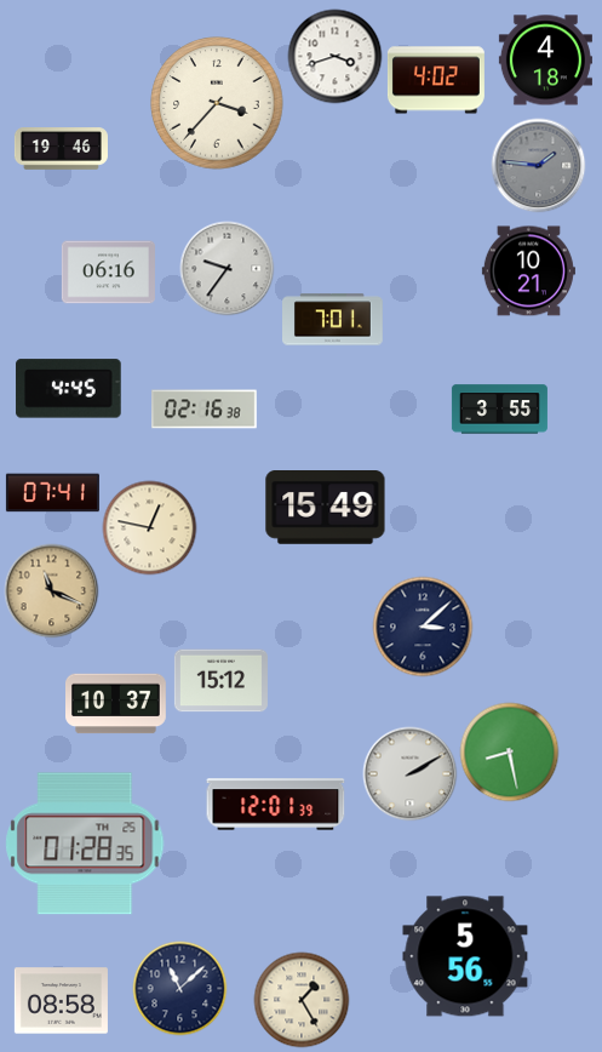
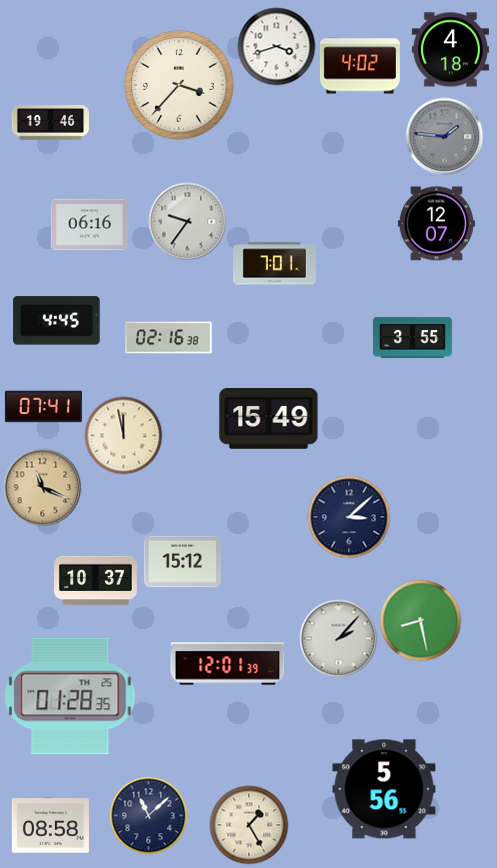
clock at (528, 271): 10:21 -> 12:07
clock at (149, 527): 12:47 -> 11:58
clock at (409, 773): 2:10 -> 2:07
